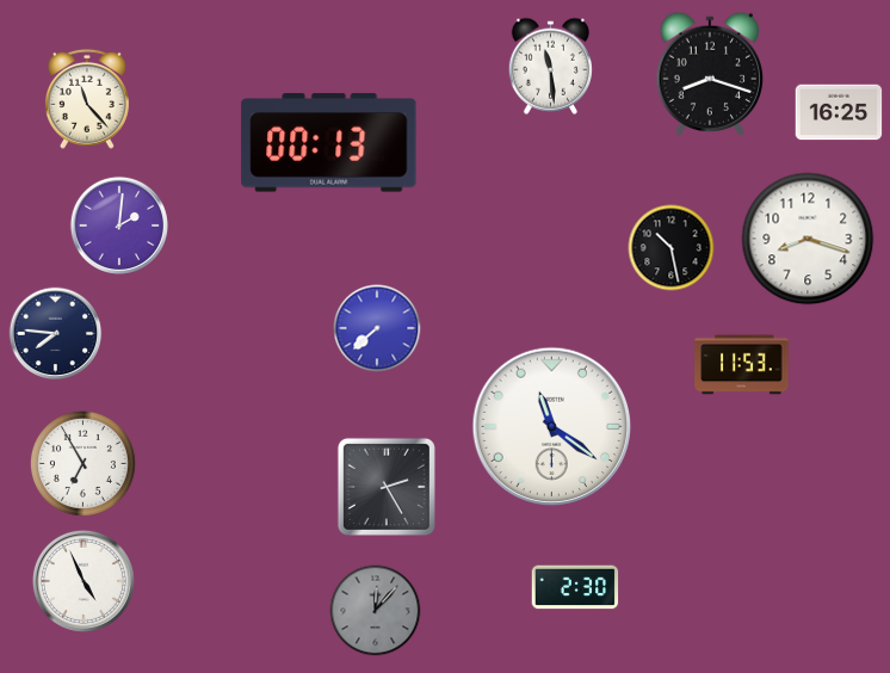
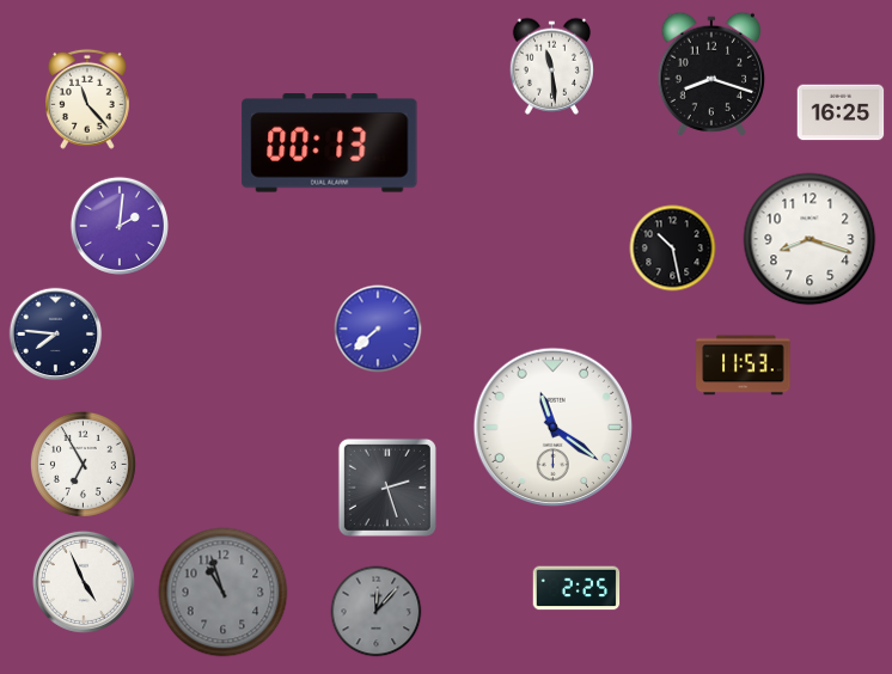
clock at (387, 487): 2:25 -> 2:27
clock at (575, 587): 2:30 -> 2:25
clock at (224, 593): none -> 10:57
